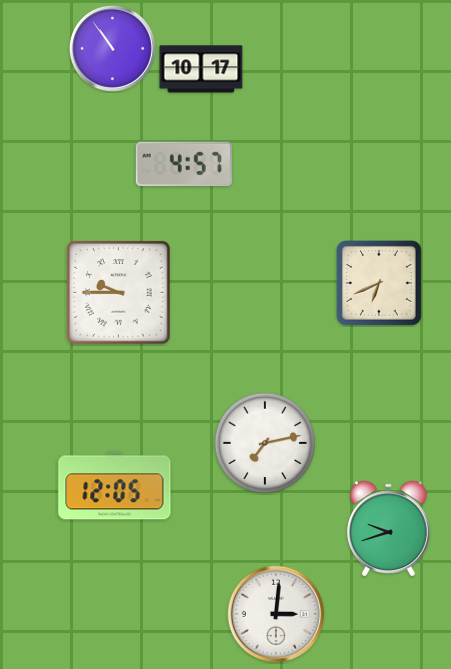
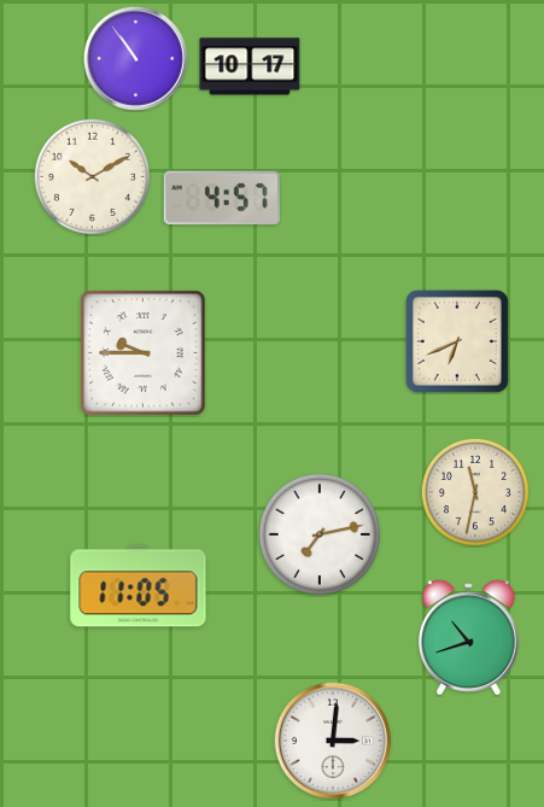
clock at (201, 69) position: (201, 69) -> (250, 66)
clock at (92, 176): none -> 10:10
clock at (475, 492): none -> 11:32
clock at (115, 486): 12:05 -> 11:05
clock at (389, 529): 9:42 -> 10:42
